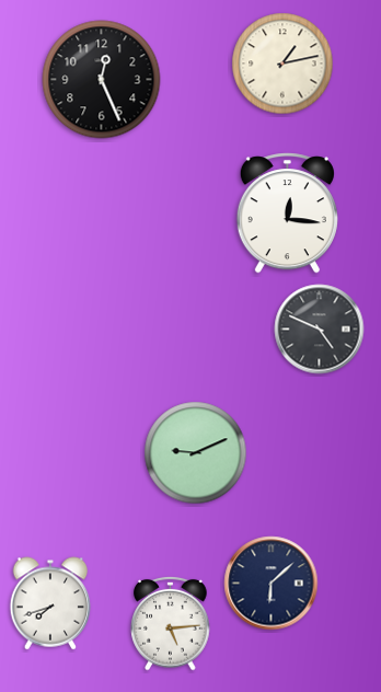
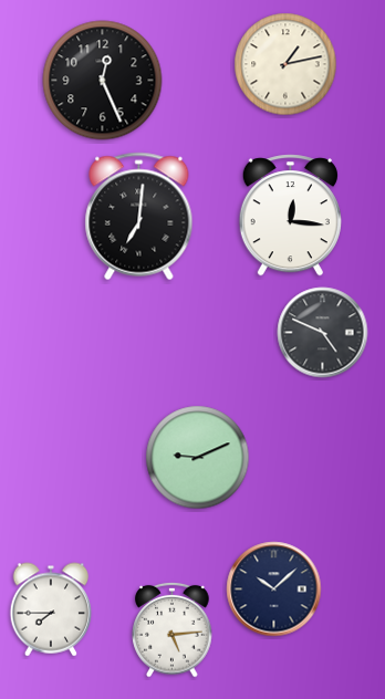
clock at (139, 217): none -> 7:01
clock at (272, 584): 6:08 -> 10:08
clock at (50, 603): 7:42 -> 7:45
